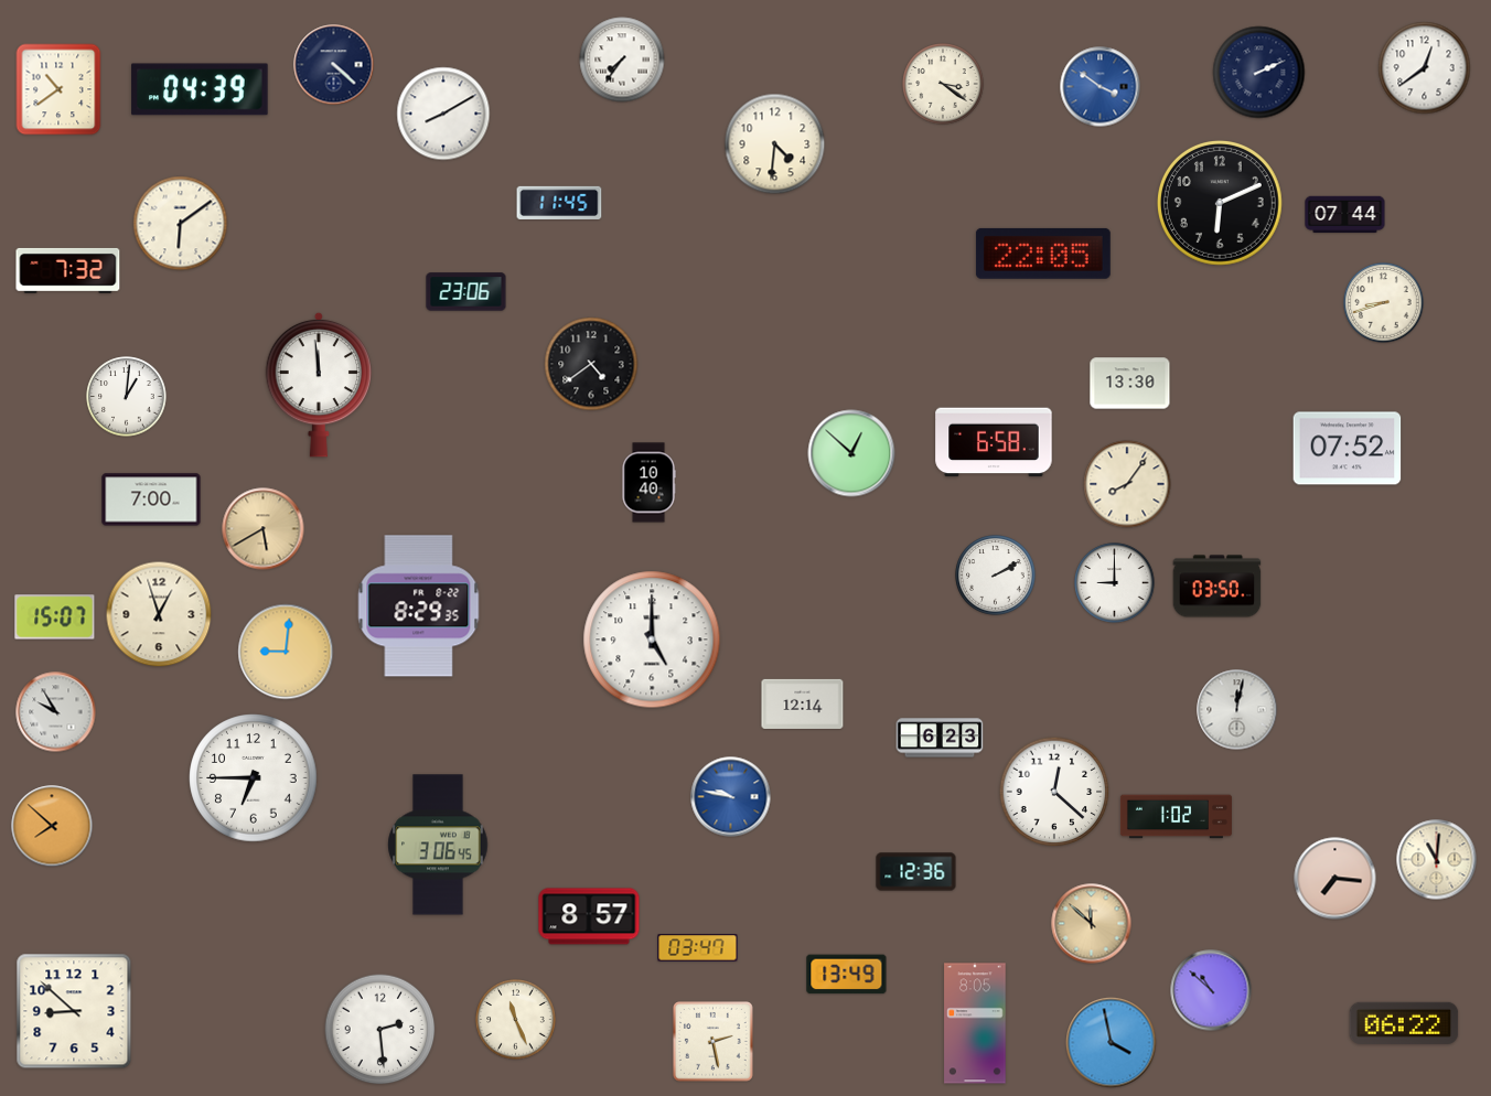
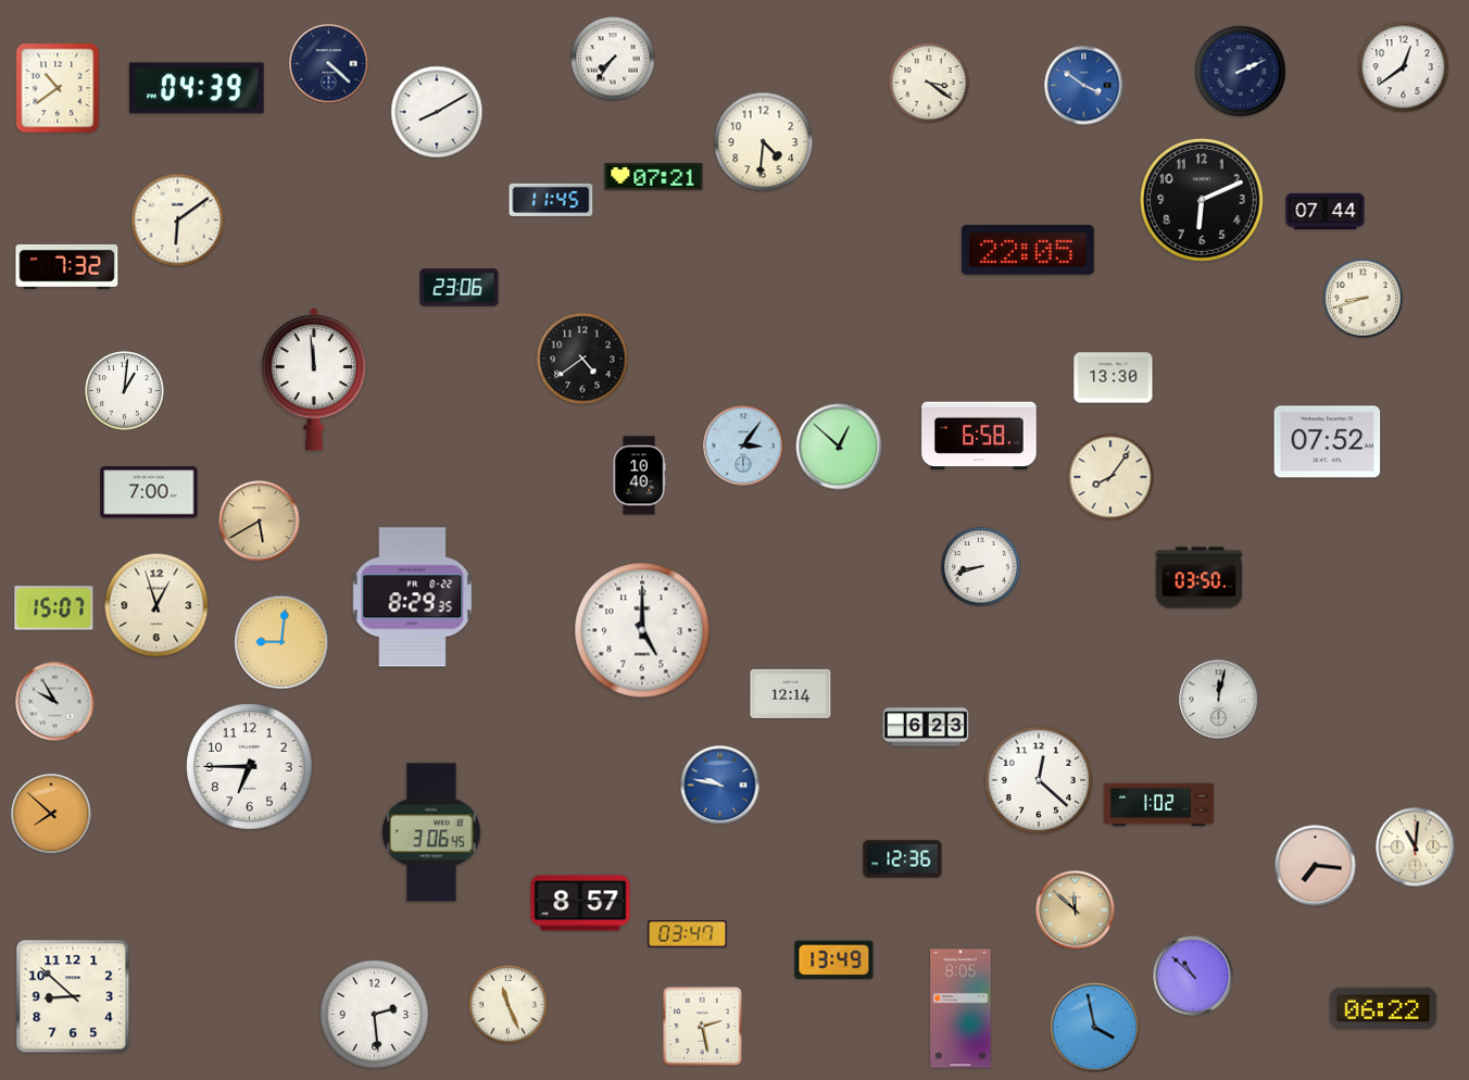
clock at (654, 176): none -> 07:21
clock at (743, 445): none -> 3:06
clock at (996, 576): 2:10 -> 8:42
clock at (1115, 583): 9:00 -> none
